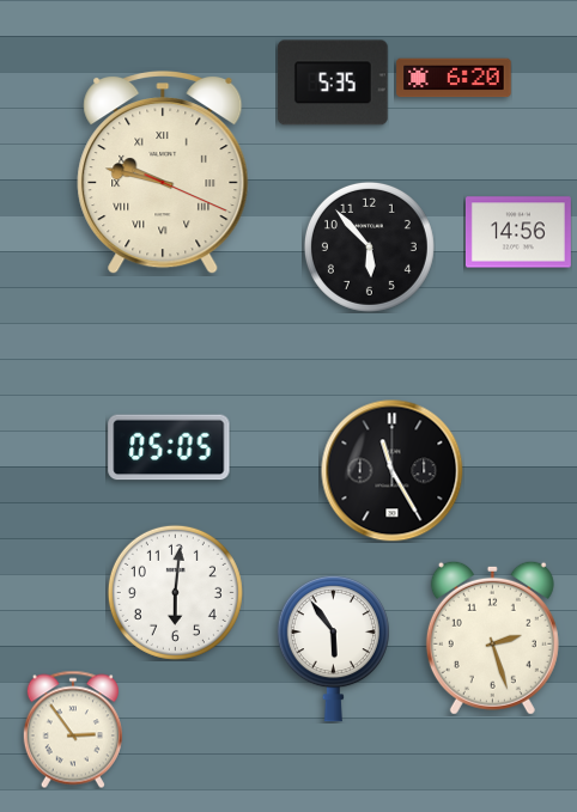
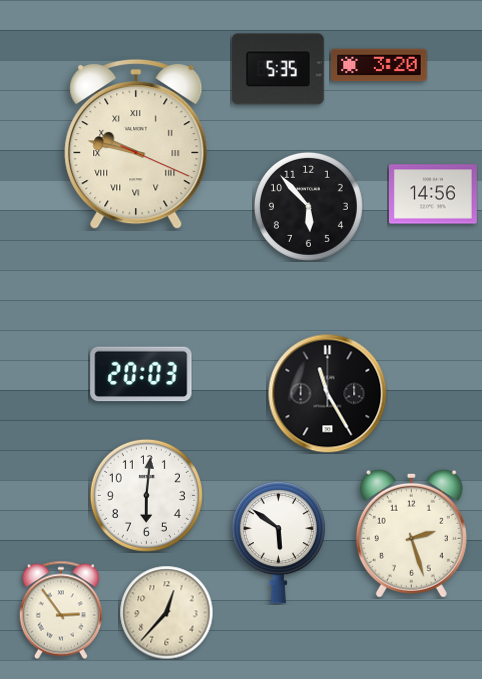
clock at (454, 78): 6:20 -> 3:20
clock at (169, 447): 05:05 -> 20:03
clock at (333, 648): 5:54 -> 5:51
clock at (166, 612): none -> 12:37
